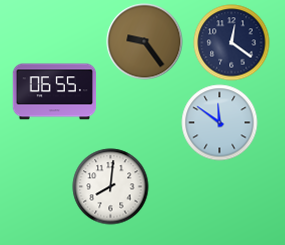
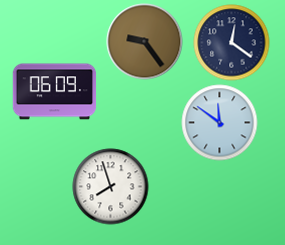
clock at (55, 92): 06:55 -> 06:09
clock at (111, 187): 8:01 -> 7:57
